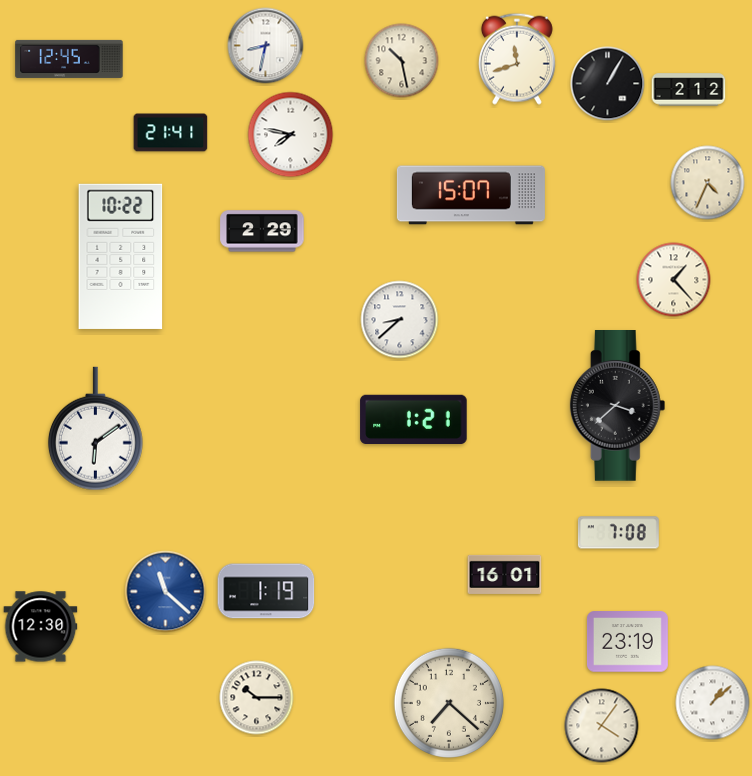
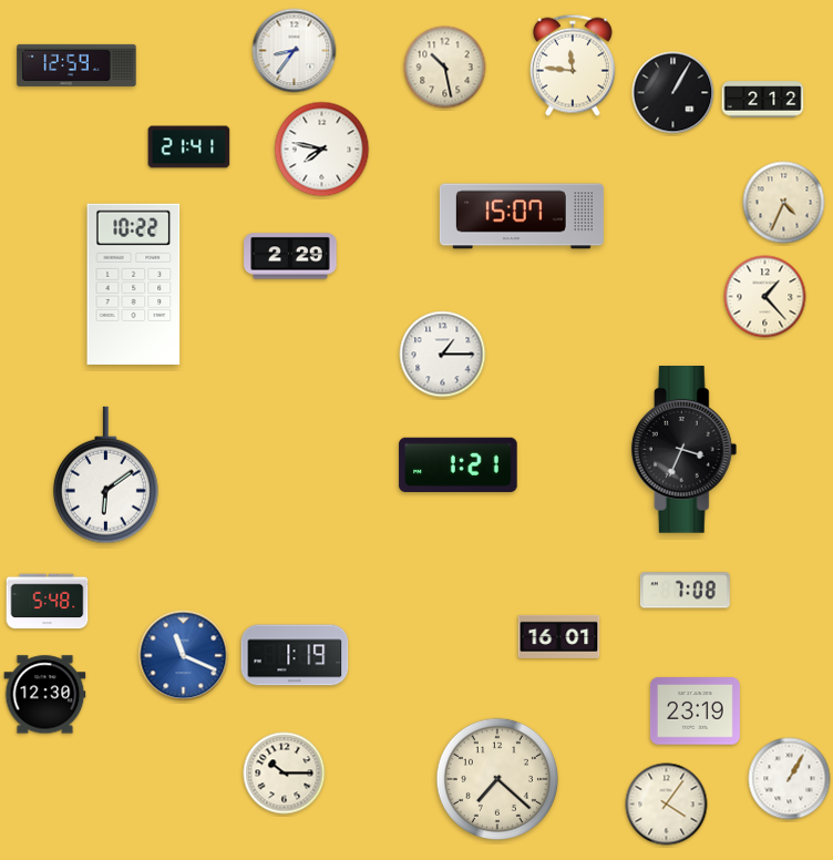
clock at (266, 46): 8:32 -> 8:36
clock at (69, 59): 12:45 -> 12:59
clock at (517, 59): 11:42 -> 11:46
clock at (674, 280) position: (674, 280) -> (765, 297)
clock at (400, 320): 8:38 -> 1:15
clock at (618, 406): 3:38 -> 3:34
clock at (48, 602): none -> 5:48
clock at (166, 592): 11:22 -> 11:19
clock at (713, 703): 1:08 -> 1:05
